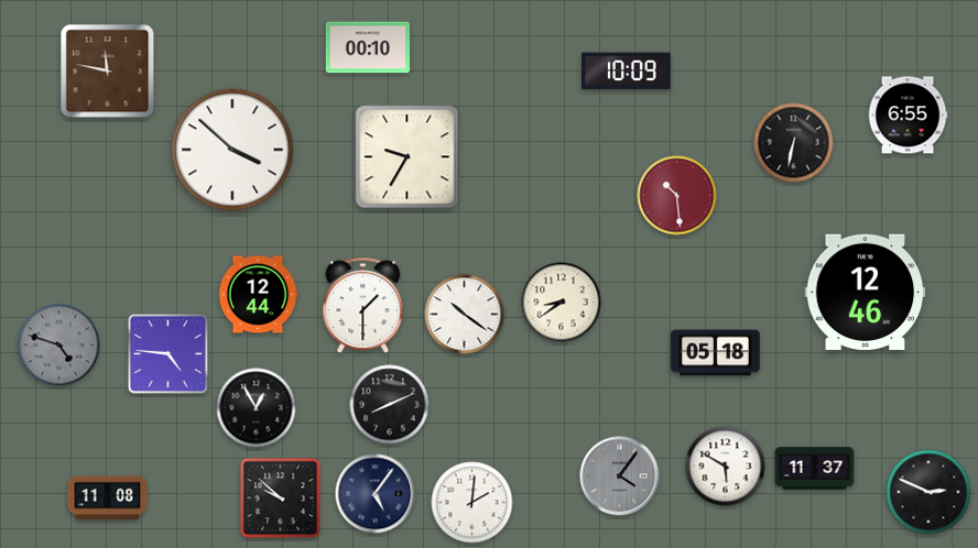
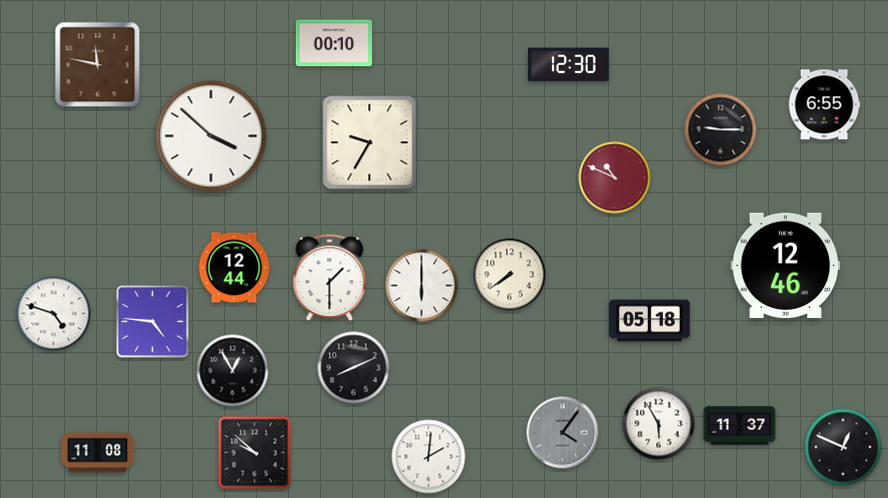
clock at (627, 72): 10:09 -> 12:30
clock at (794, 143): 6:32 -> 9:15
clock at (677, 196): 10:29 -> 10:49
clock at (562, 303): 8:39 -> 7:39
clock at (465, 315): 10:21 -> 6:00
clock at (59, 346) dial: grey -> white
clock at (726, 467): 5:50 -> 5:55
clock at (928, 492): 2:49 -> 12:49
clock at (376, 494): 5:06 -> none
